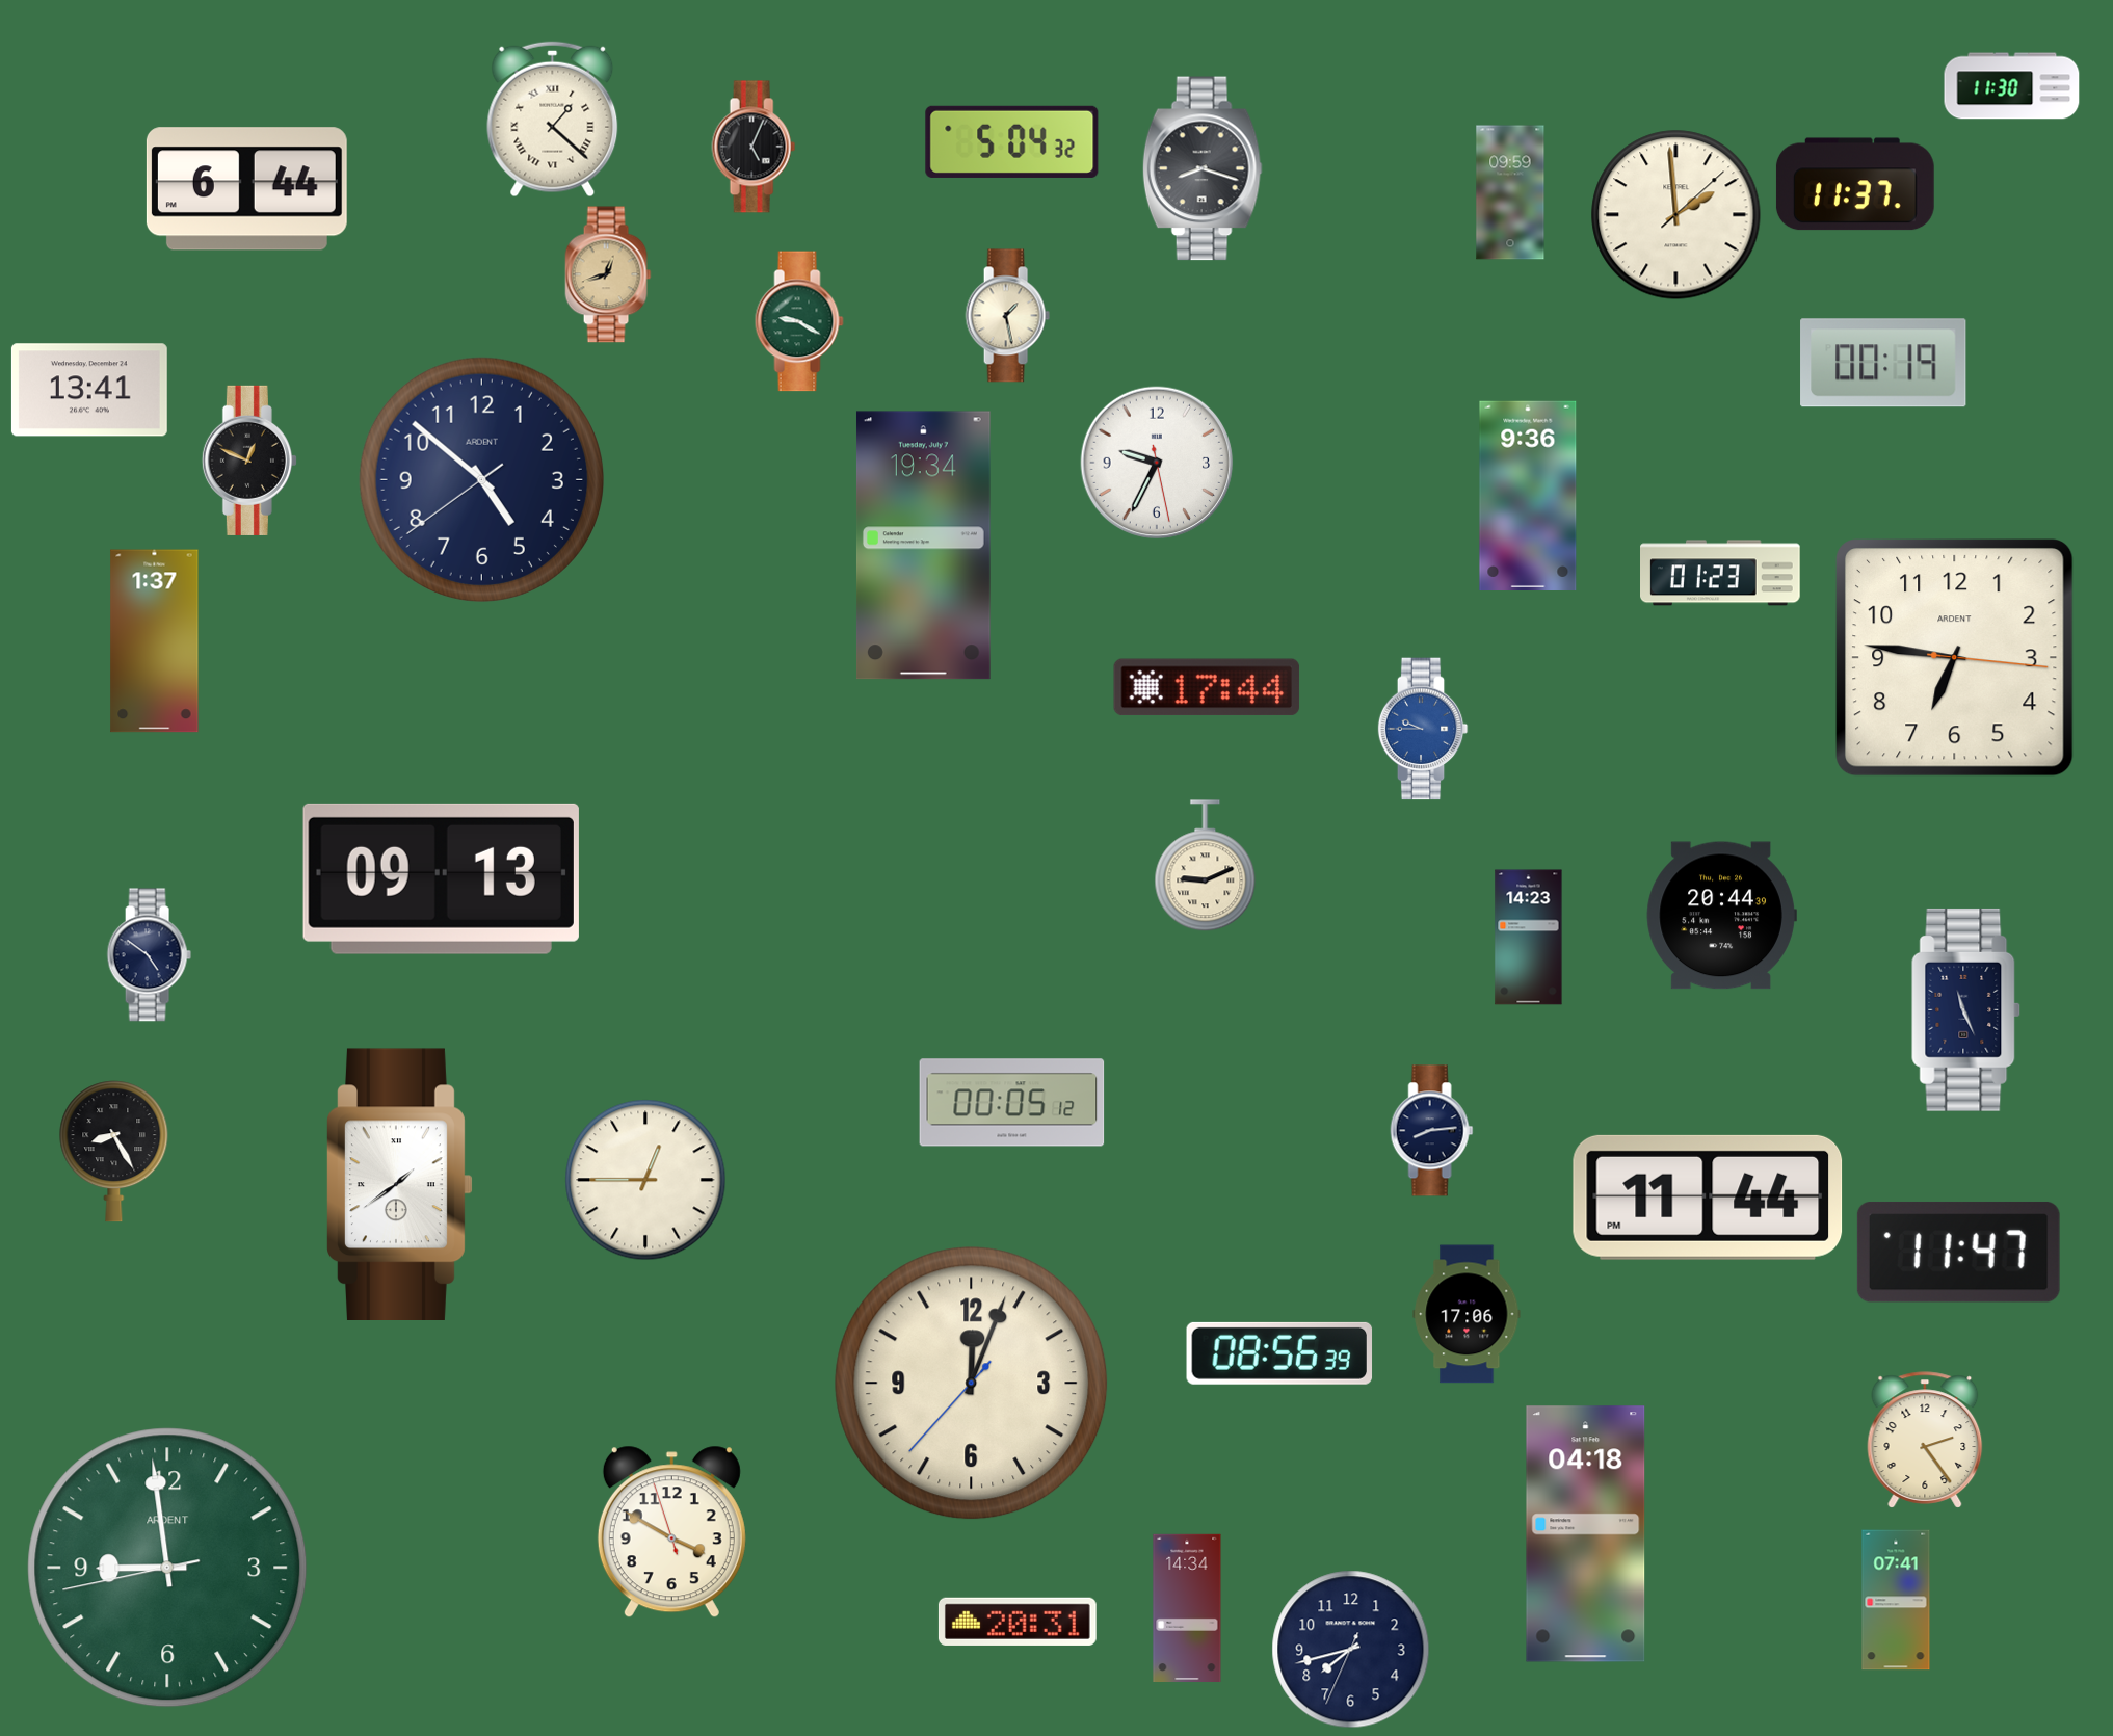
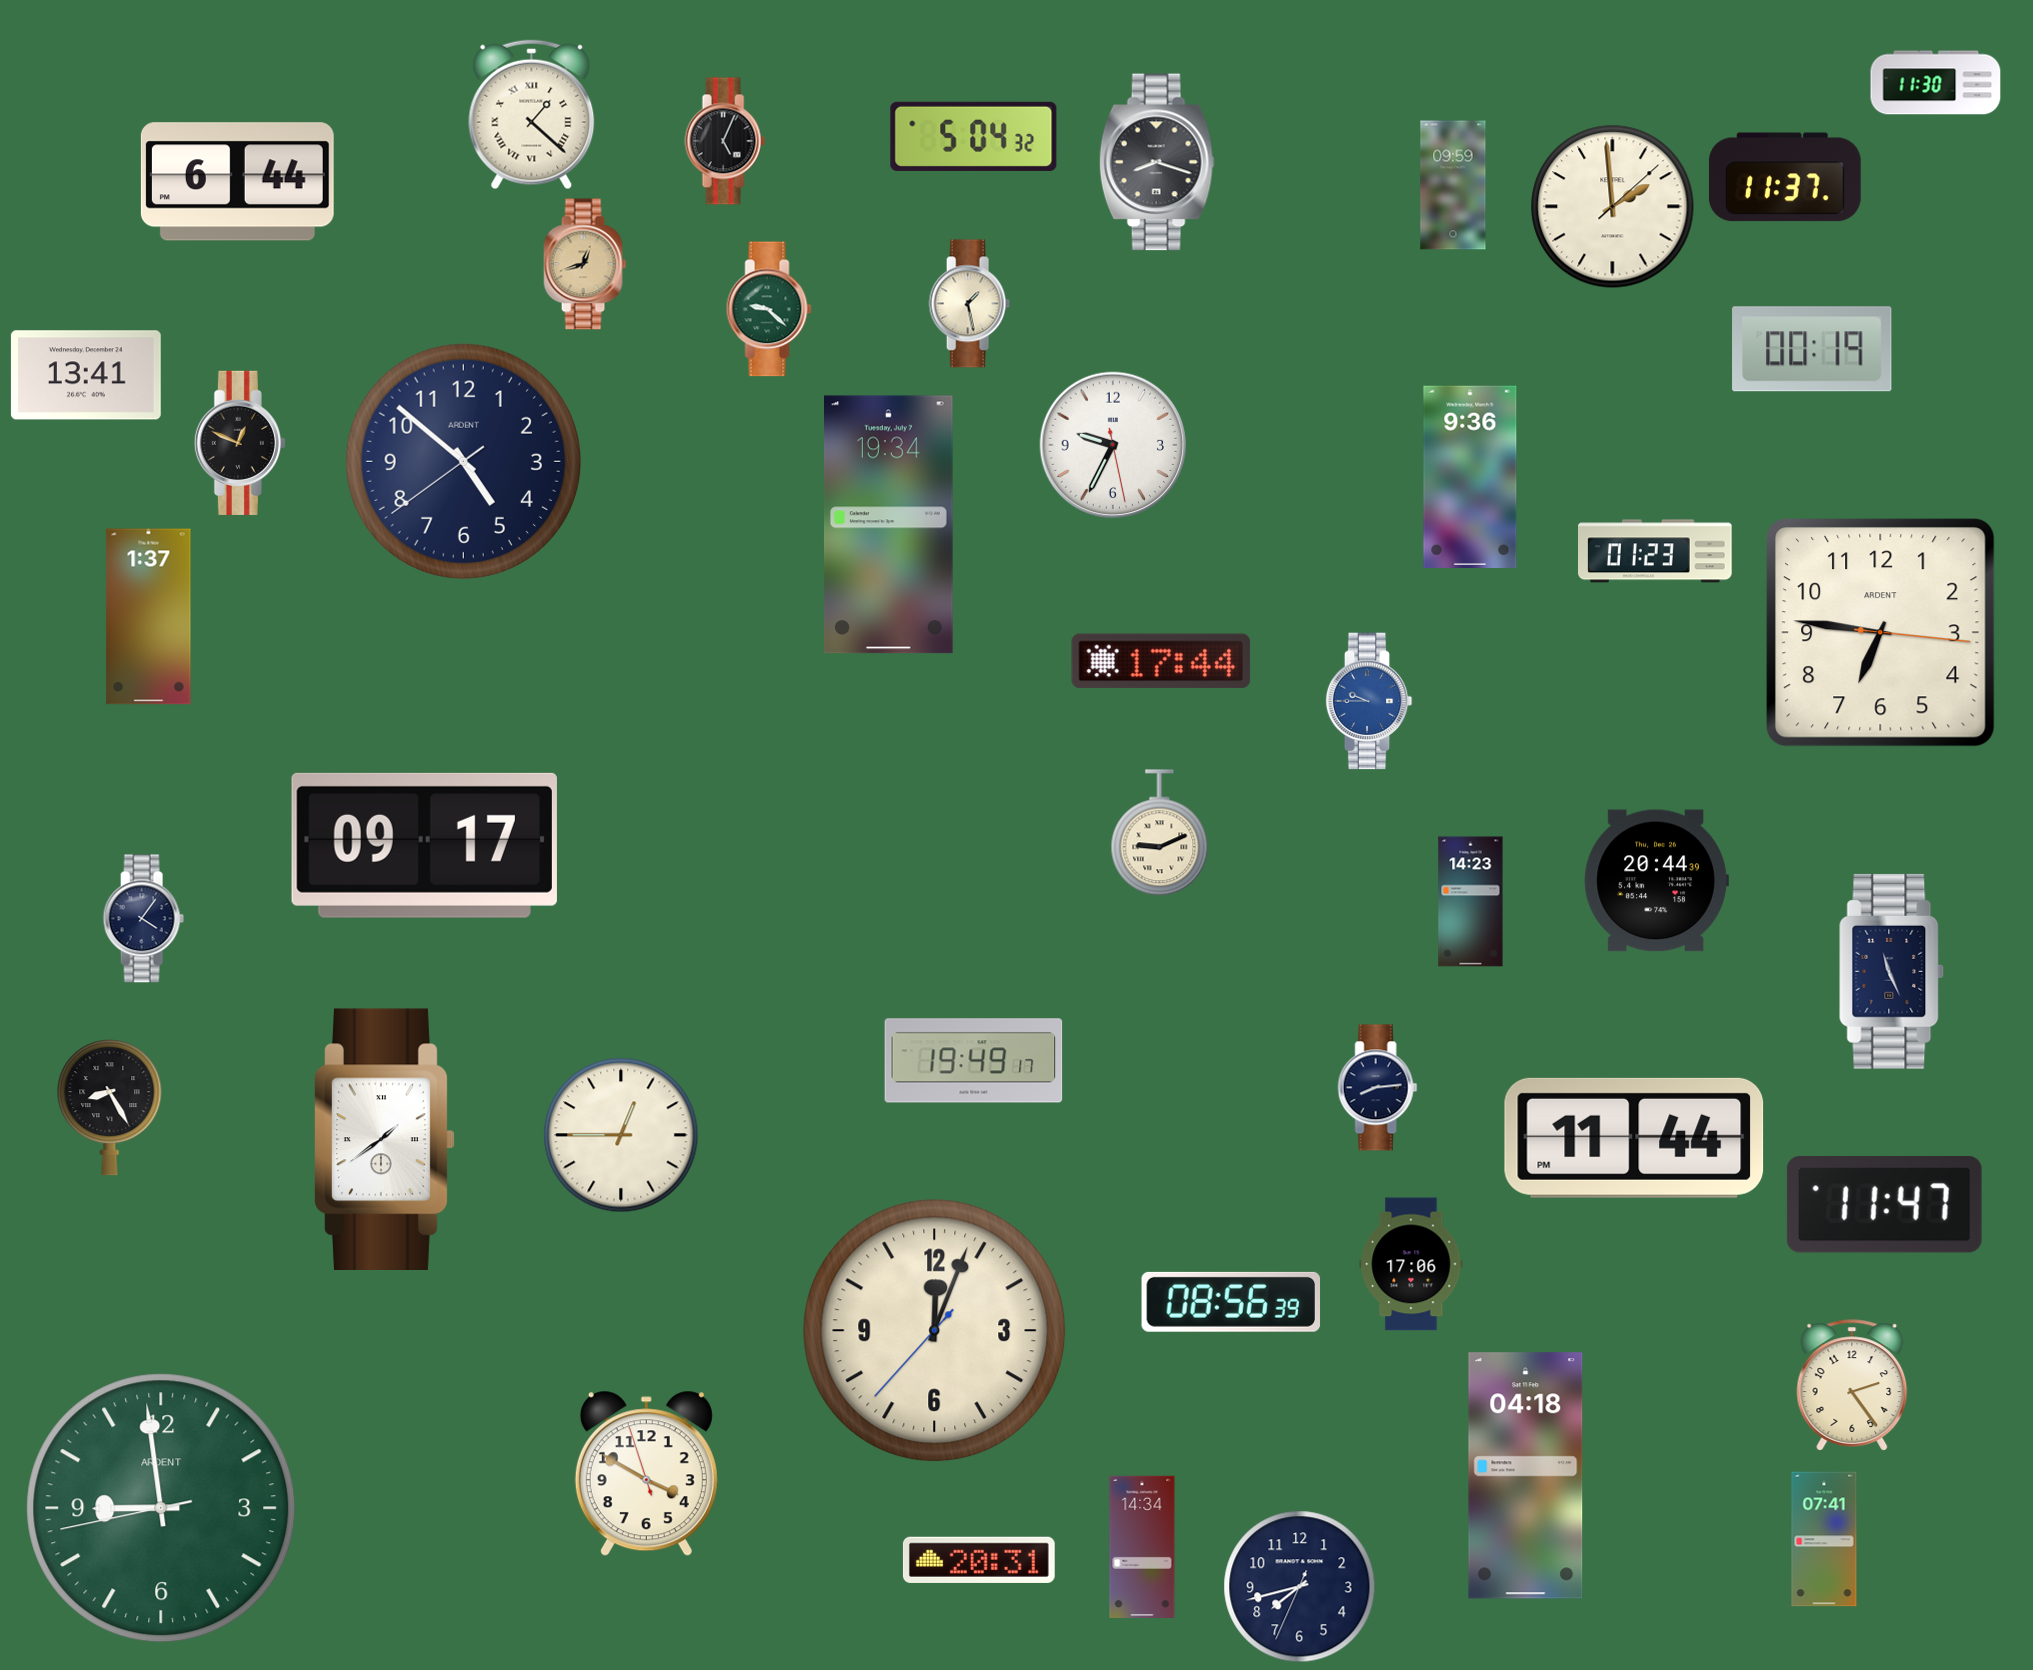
clock at (799, 321): 9:20 -> 9:22
clock at (441, 878): 09:13 -> 09:17
clock at (149, 955): 4:51 -> 4:06
clock at (1012, 1103): 00:05 -> 19:49
clock at (1708, 1198) position: (1708, 1198) -> (1634, 1138)
